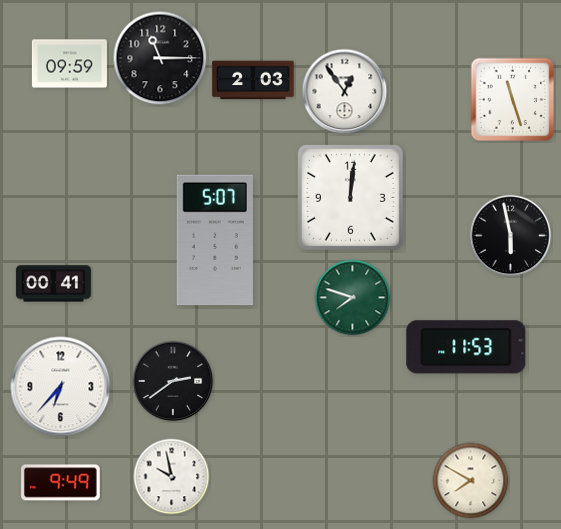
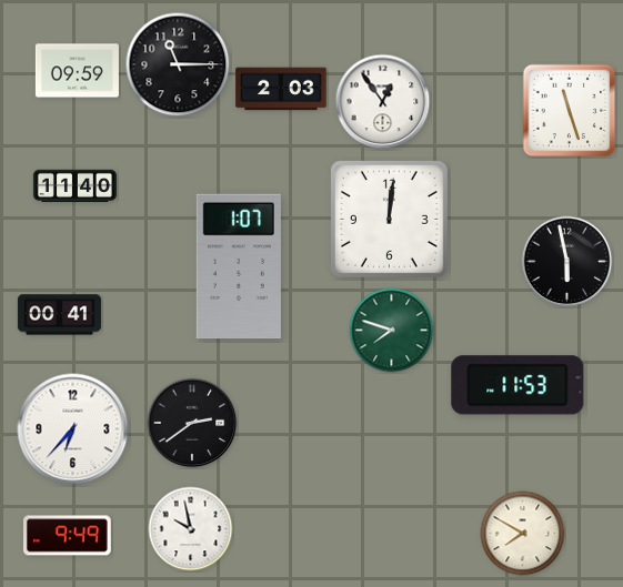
clock at (74, 186): none -> 11:40
clock at (215, 240): 5:07 -> 1:07
clock at (61, 387) position: (61, 387) -> (73, 429)
